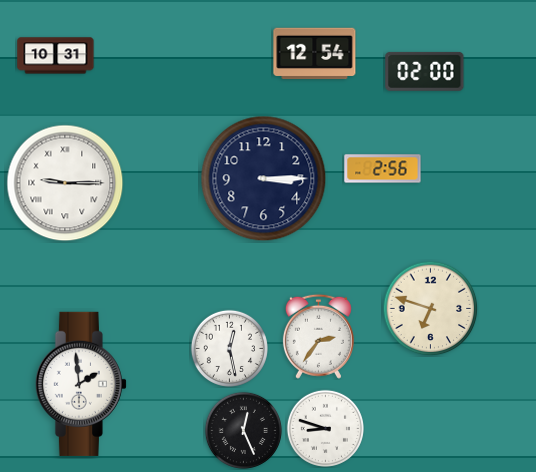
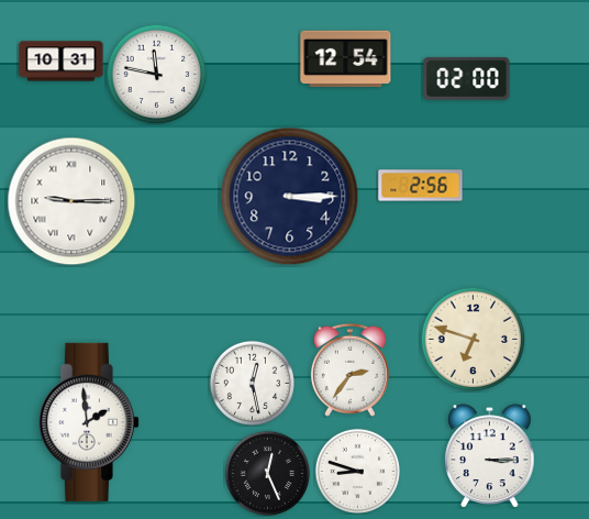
clock at (156, 74): none -> 11:47
clock at (490, 456): none -> 3:15
